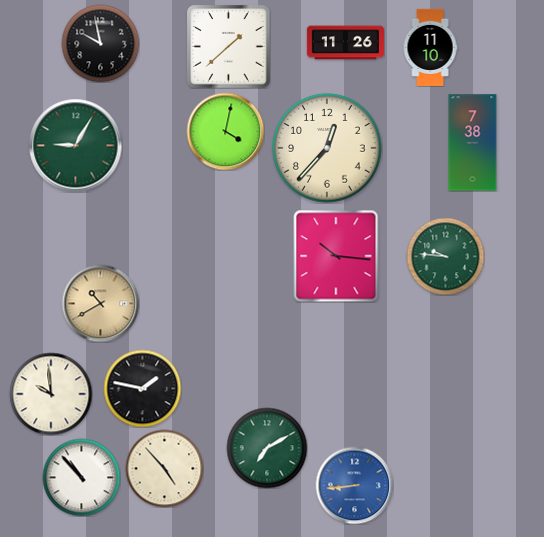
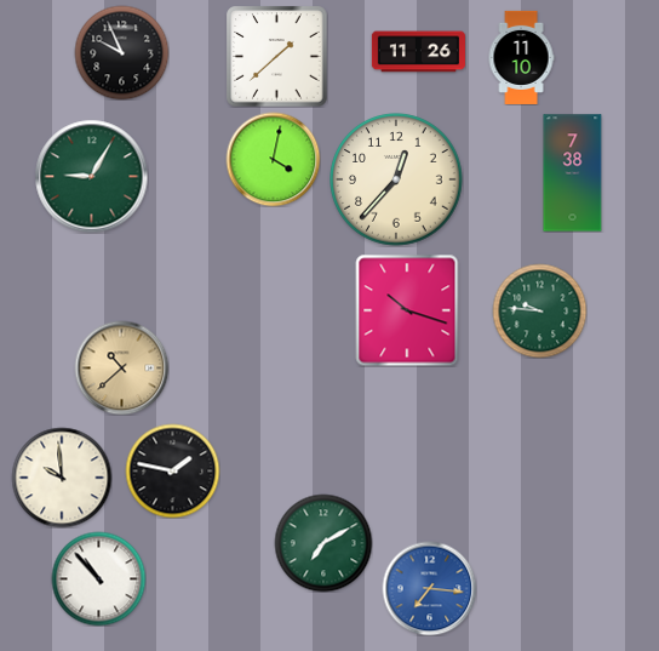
clock at (100, 43): 9:58 -> 9:56
clock at (336, 256): 10:16 -> 10:18
clock at (100, 303): 10:40 -> 10:38
clock at (164, 468): 4:53 -> none
clock at (354, 485): 8:44 -> 7:16
